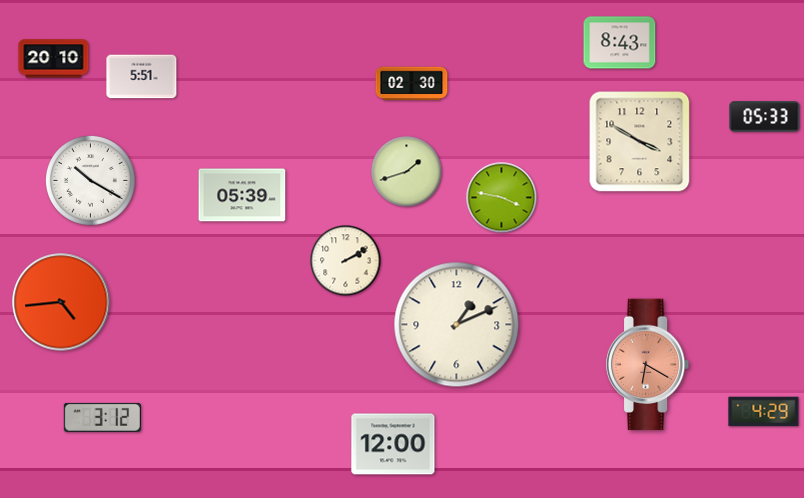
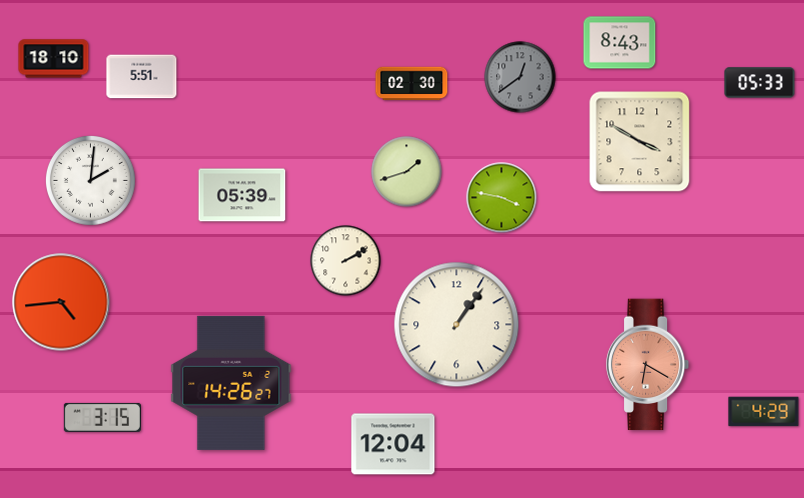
clock at (54, 59): 20:10 -> 18:10
clock at (520, 77): none -> 12:39
clock at (765, 117) position: (765, 117) -> (760, 83)
clock at (90, 180): 10:20 -> 2:01
clock at (457, 325): 1:11 -> 1:06
clock at (231, 383): none -> 14:26
clock at (102, 417): 3:12 -> 3:15
clock at (393, 444): 12:00 -> 12:04
